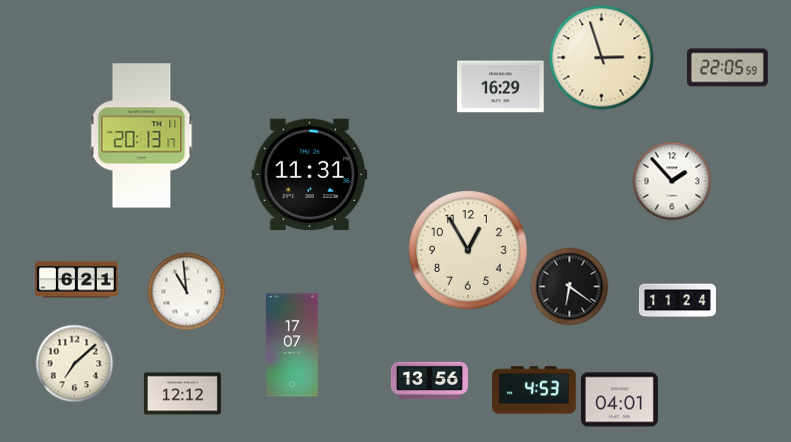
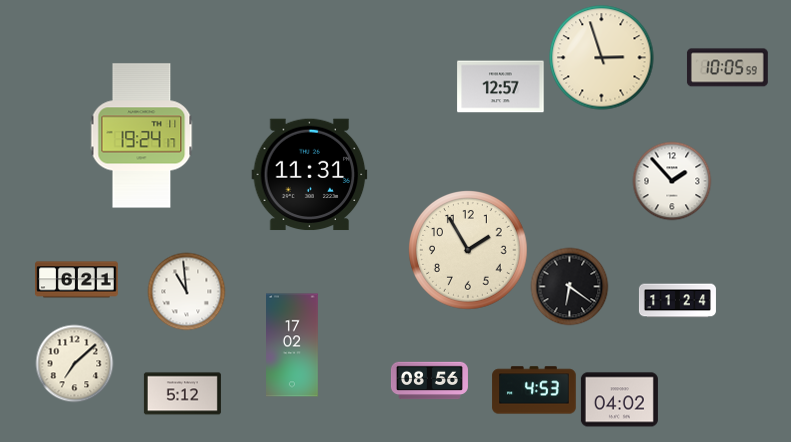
clock at (727, 68): 22:05 -> 10:05
clock at (501, 87): 16:29 -> 12:57
clock at (142, 136): 20:13 -> 19:24
clock at (469, 251): 12:55 -> 1:55
clock at (293, 345): 17:07 -> 17:02
clock at (429, 381): 13:56 -> 08:56
clock at (182, 394): 12:12 -> 5:12
clock at (619, 400): 04:01 -> 04:02
